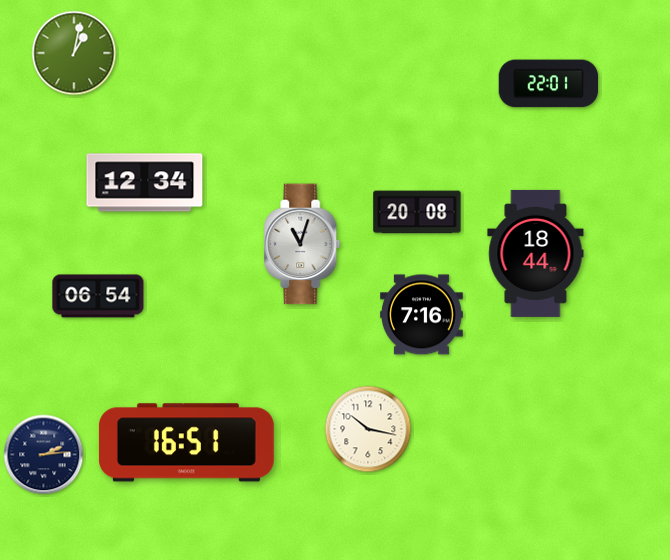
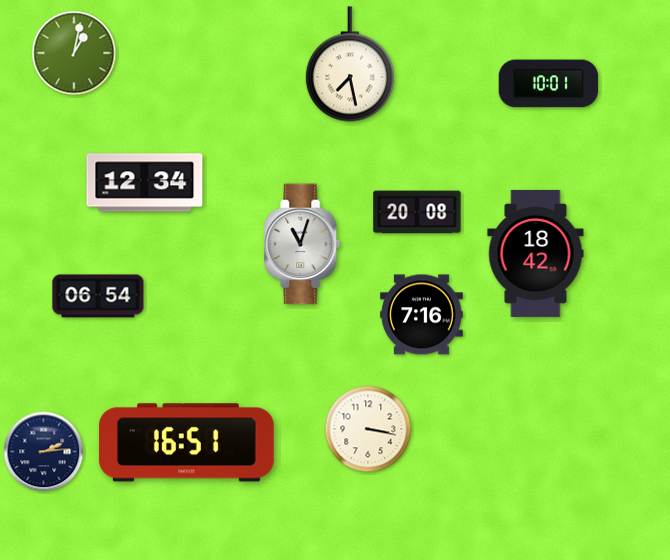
clock at (350, 64): none -> 7:28
clock at (549, 84): 22:01 -> 10:01
clock at (536, 253): 18:44 -> 18:42
clock at (368, 429): 10:17 -> 3:17
clock at (44, 455) position: (44, 455) -> (44, 452)
